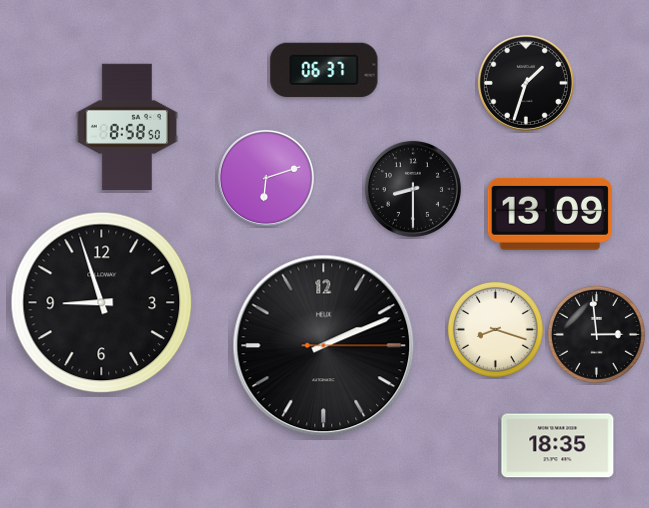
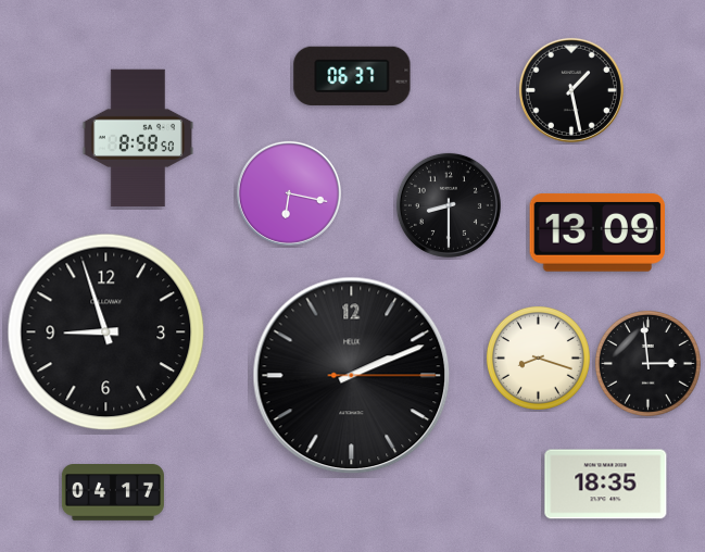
clock at (526, 83): 1:33 -> 1:28
clock at (266, 178): 6:12 -> 6:17
clock at (102, 303) position: (102, 303) -> (106, 333)
clock at (113, 493): none -> 04:17
